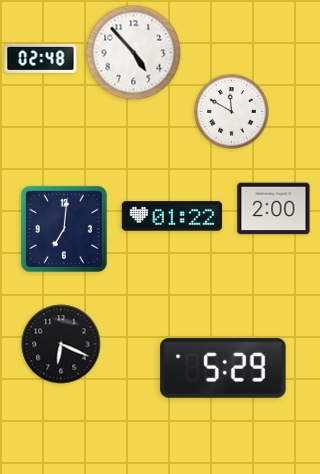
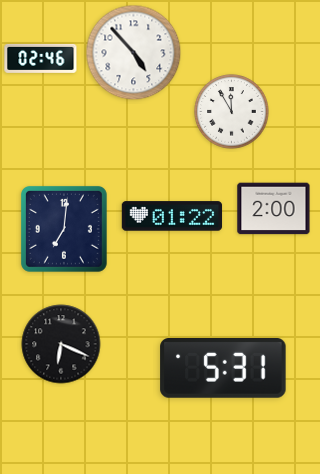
clock at (41, 58): 02:48 -> 02:46
clock at (232, 112): 11:50 -> 11:55
clock at (223, 369): 5:29 -> 5:31
